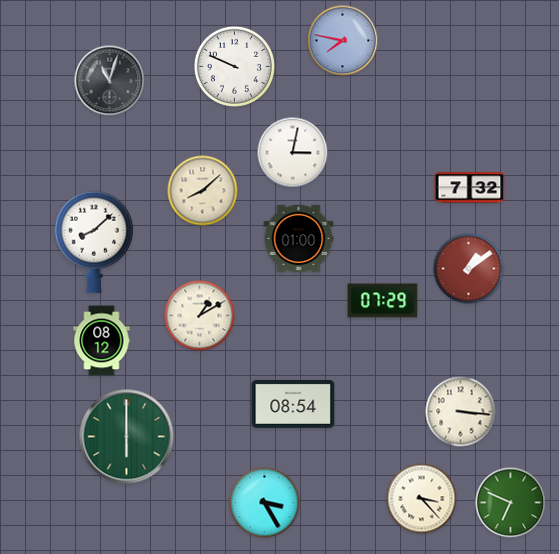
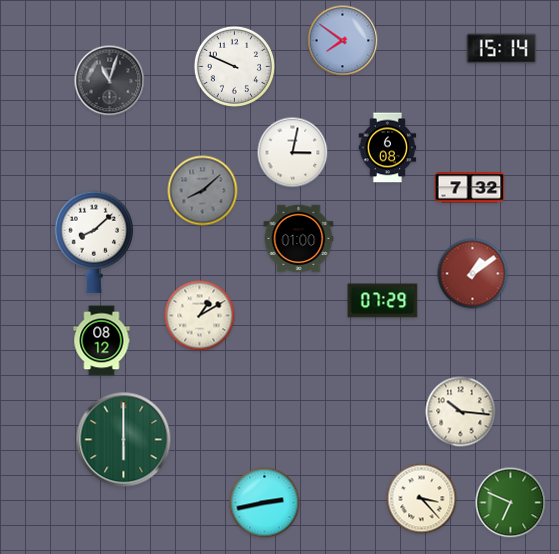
clock at (343, 41): 7:47 -> 7:51
clock at (502, 49): none -> 15:14
clock at (388, 148): none -> 6:08
clock at (203, 191) dial: cream -> grey
clock at (469, 269) position: (469, 269) -> (473, 274)
clock at (293, 404): 08:54 -> none
clock at (461, 412): 3:16 -> 10:16
clock at (127, 437) position: (127, 437) -> (124, 440)
clock at (265, 503): 3:25 -> 2:43
